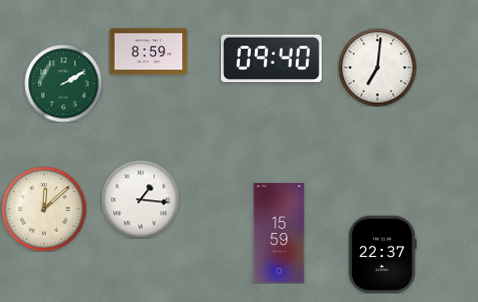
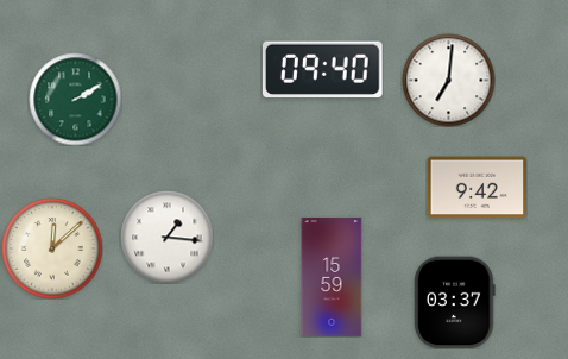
clock at (148, 52): 8:59 -> none
clock at (477, 188): none -> 9:42
clock at (383, 254): 22:37 -> 03:37
